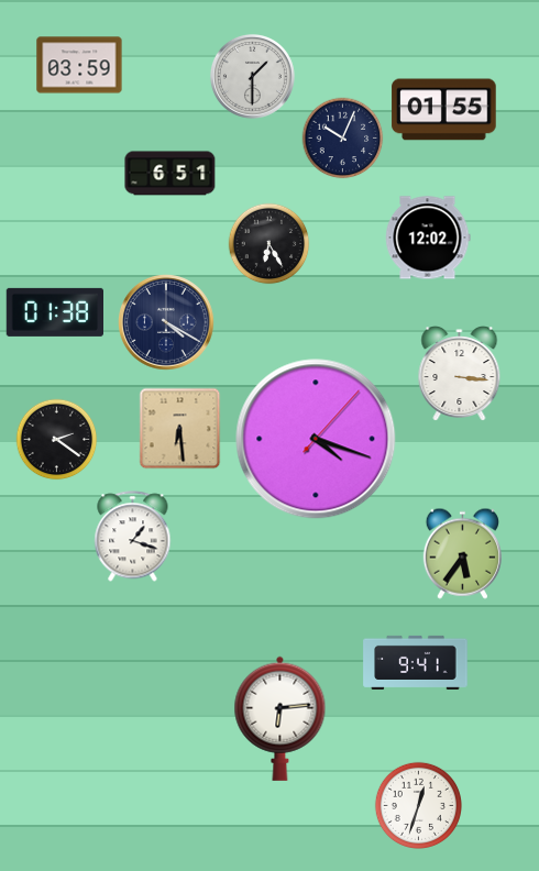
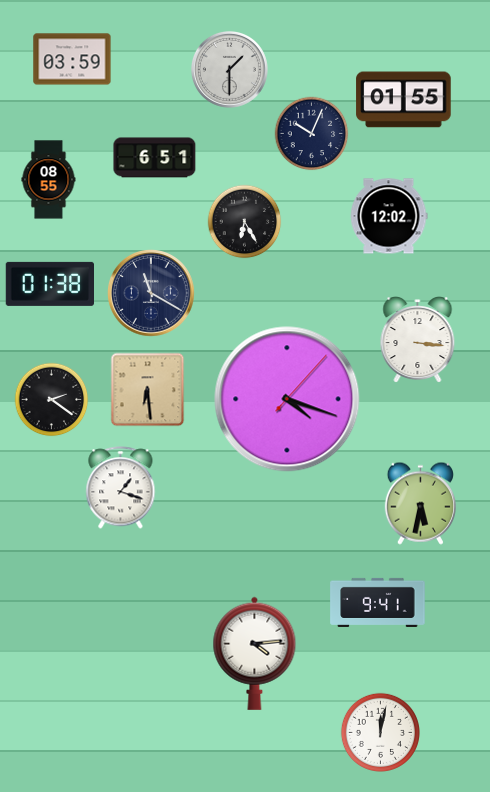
clock at (343, 139) position: (343, 139) -> (312, 134)
clock at (49, 180): none -> 08:55
clock at (166, 322): 4:20 -> 11:20
clock at (180, 429) position: (180, 429) -> (148, 390)
clock at (462, 553): 5:36 -> 5:32
clock at (280, 718): 6:14 -> 4:14
clock at (418, 805): 12:33 -> 12:02
